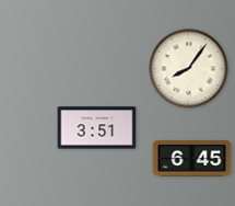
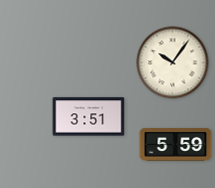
clock at (189, 69): 8:06 -> 10:06
clock at (192, 159): 6:45 -> 5:59
